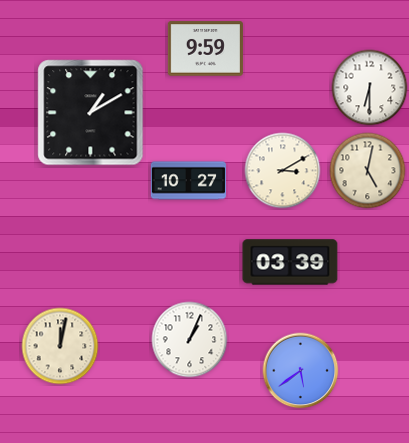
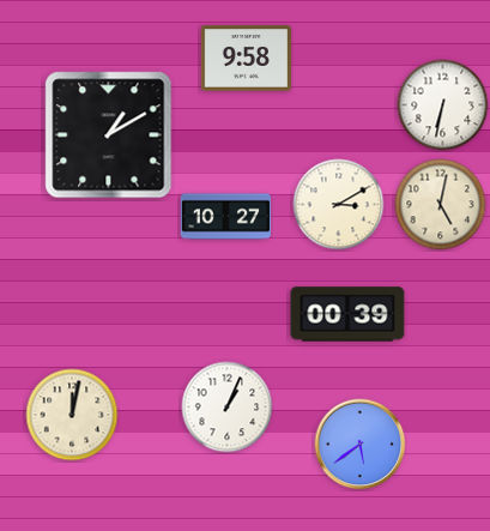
clock at (205, 49): 9:59 -> 9:58
clock at (370, 88): 6:30 -> 6:32
clock at (290, 262): 03:39 -> 00:39
